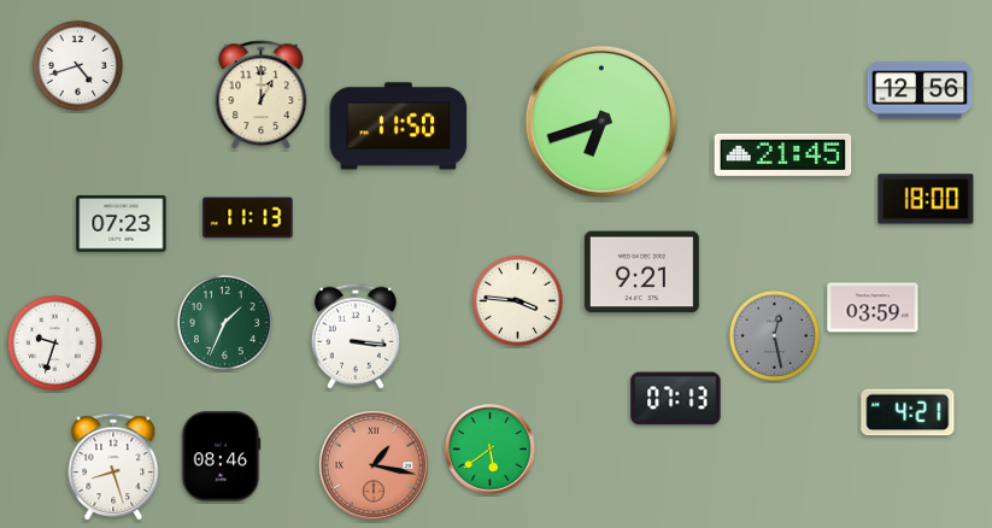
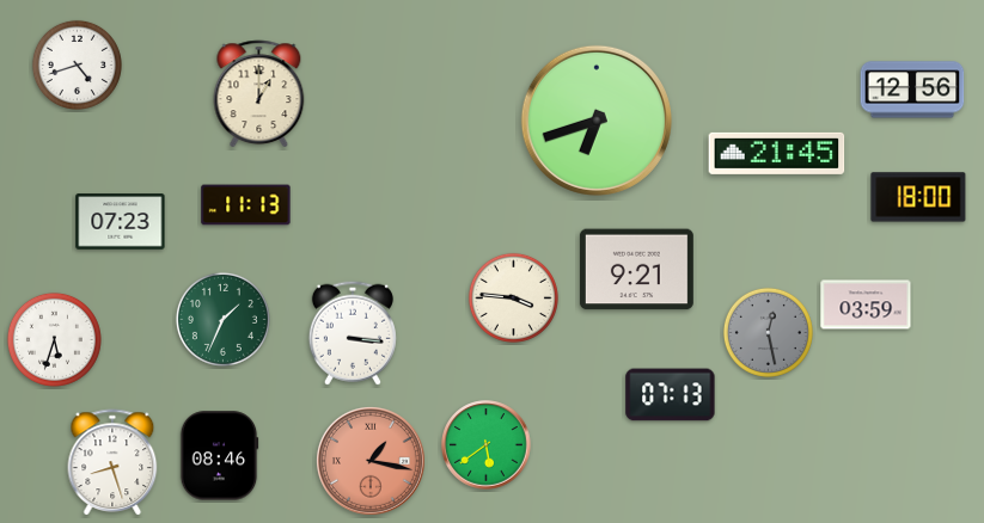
clock at (399, 127): 11:50 -> none
clock at (248, 218) position: (248, 218) -> (246, 205)
clock at (54, 342): 9:33 -> 5:33
clock at (908, 412): 4:21 -> none
clock at (221, 457) position: (221, 457) -> (219, 456)
